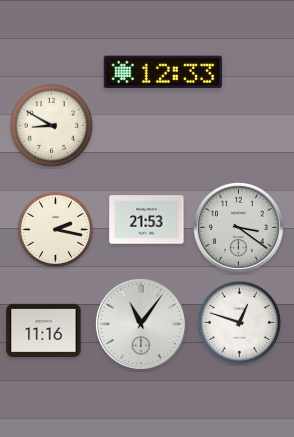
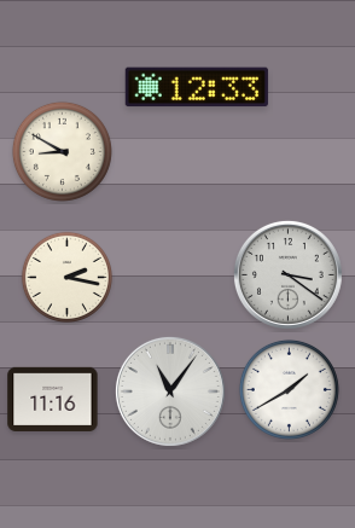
clock at (147, 220): 21:53 -> none
clock at (239, 322): 12:48 -> 1:40
